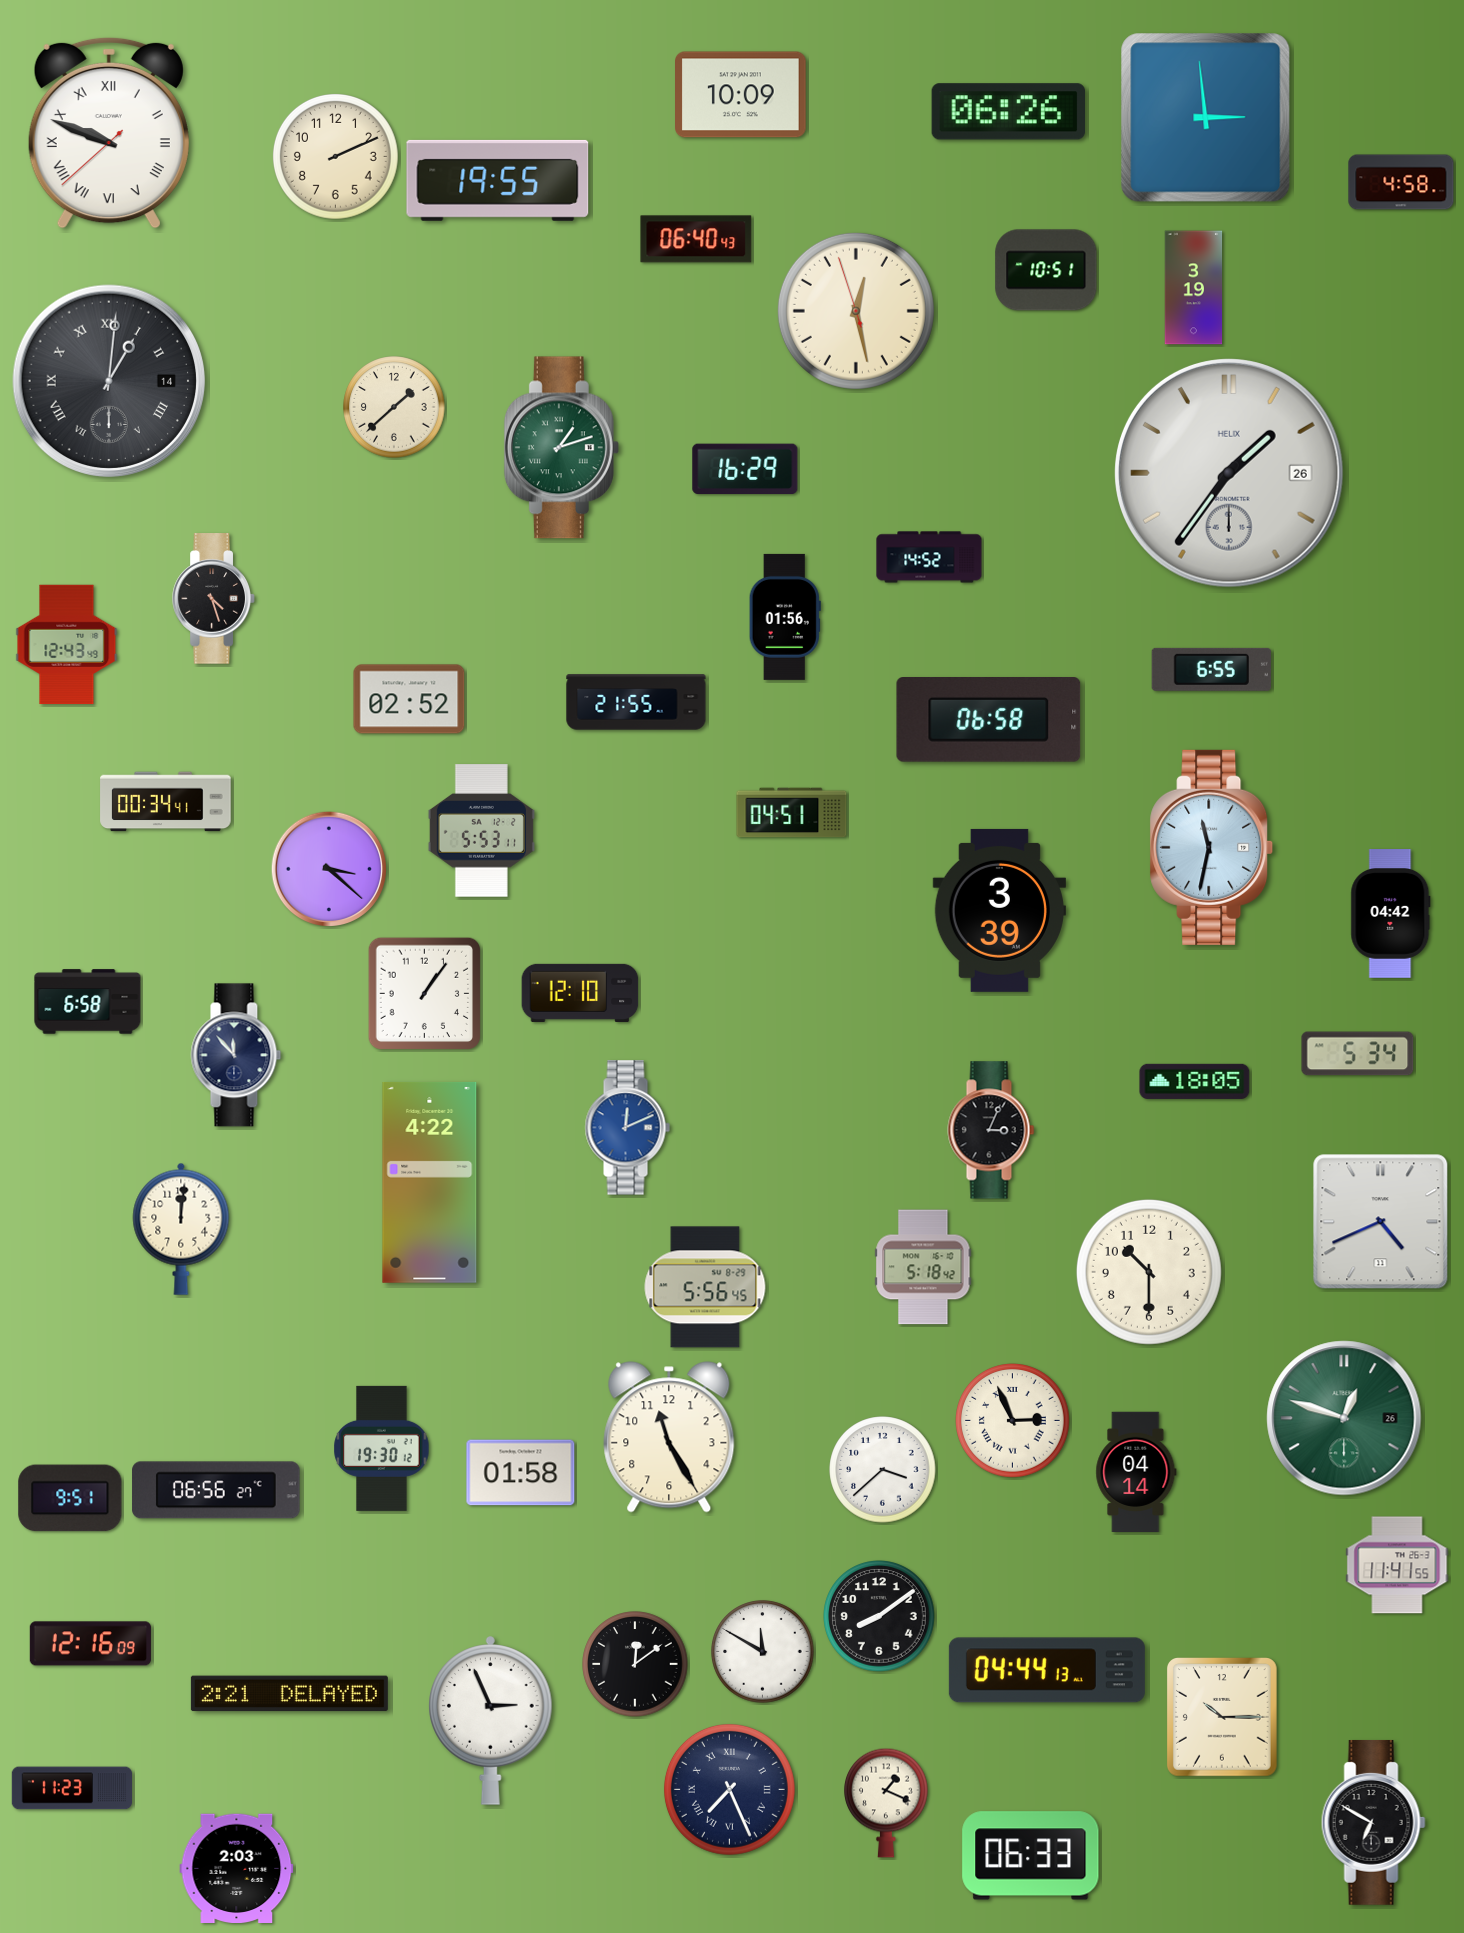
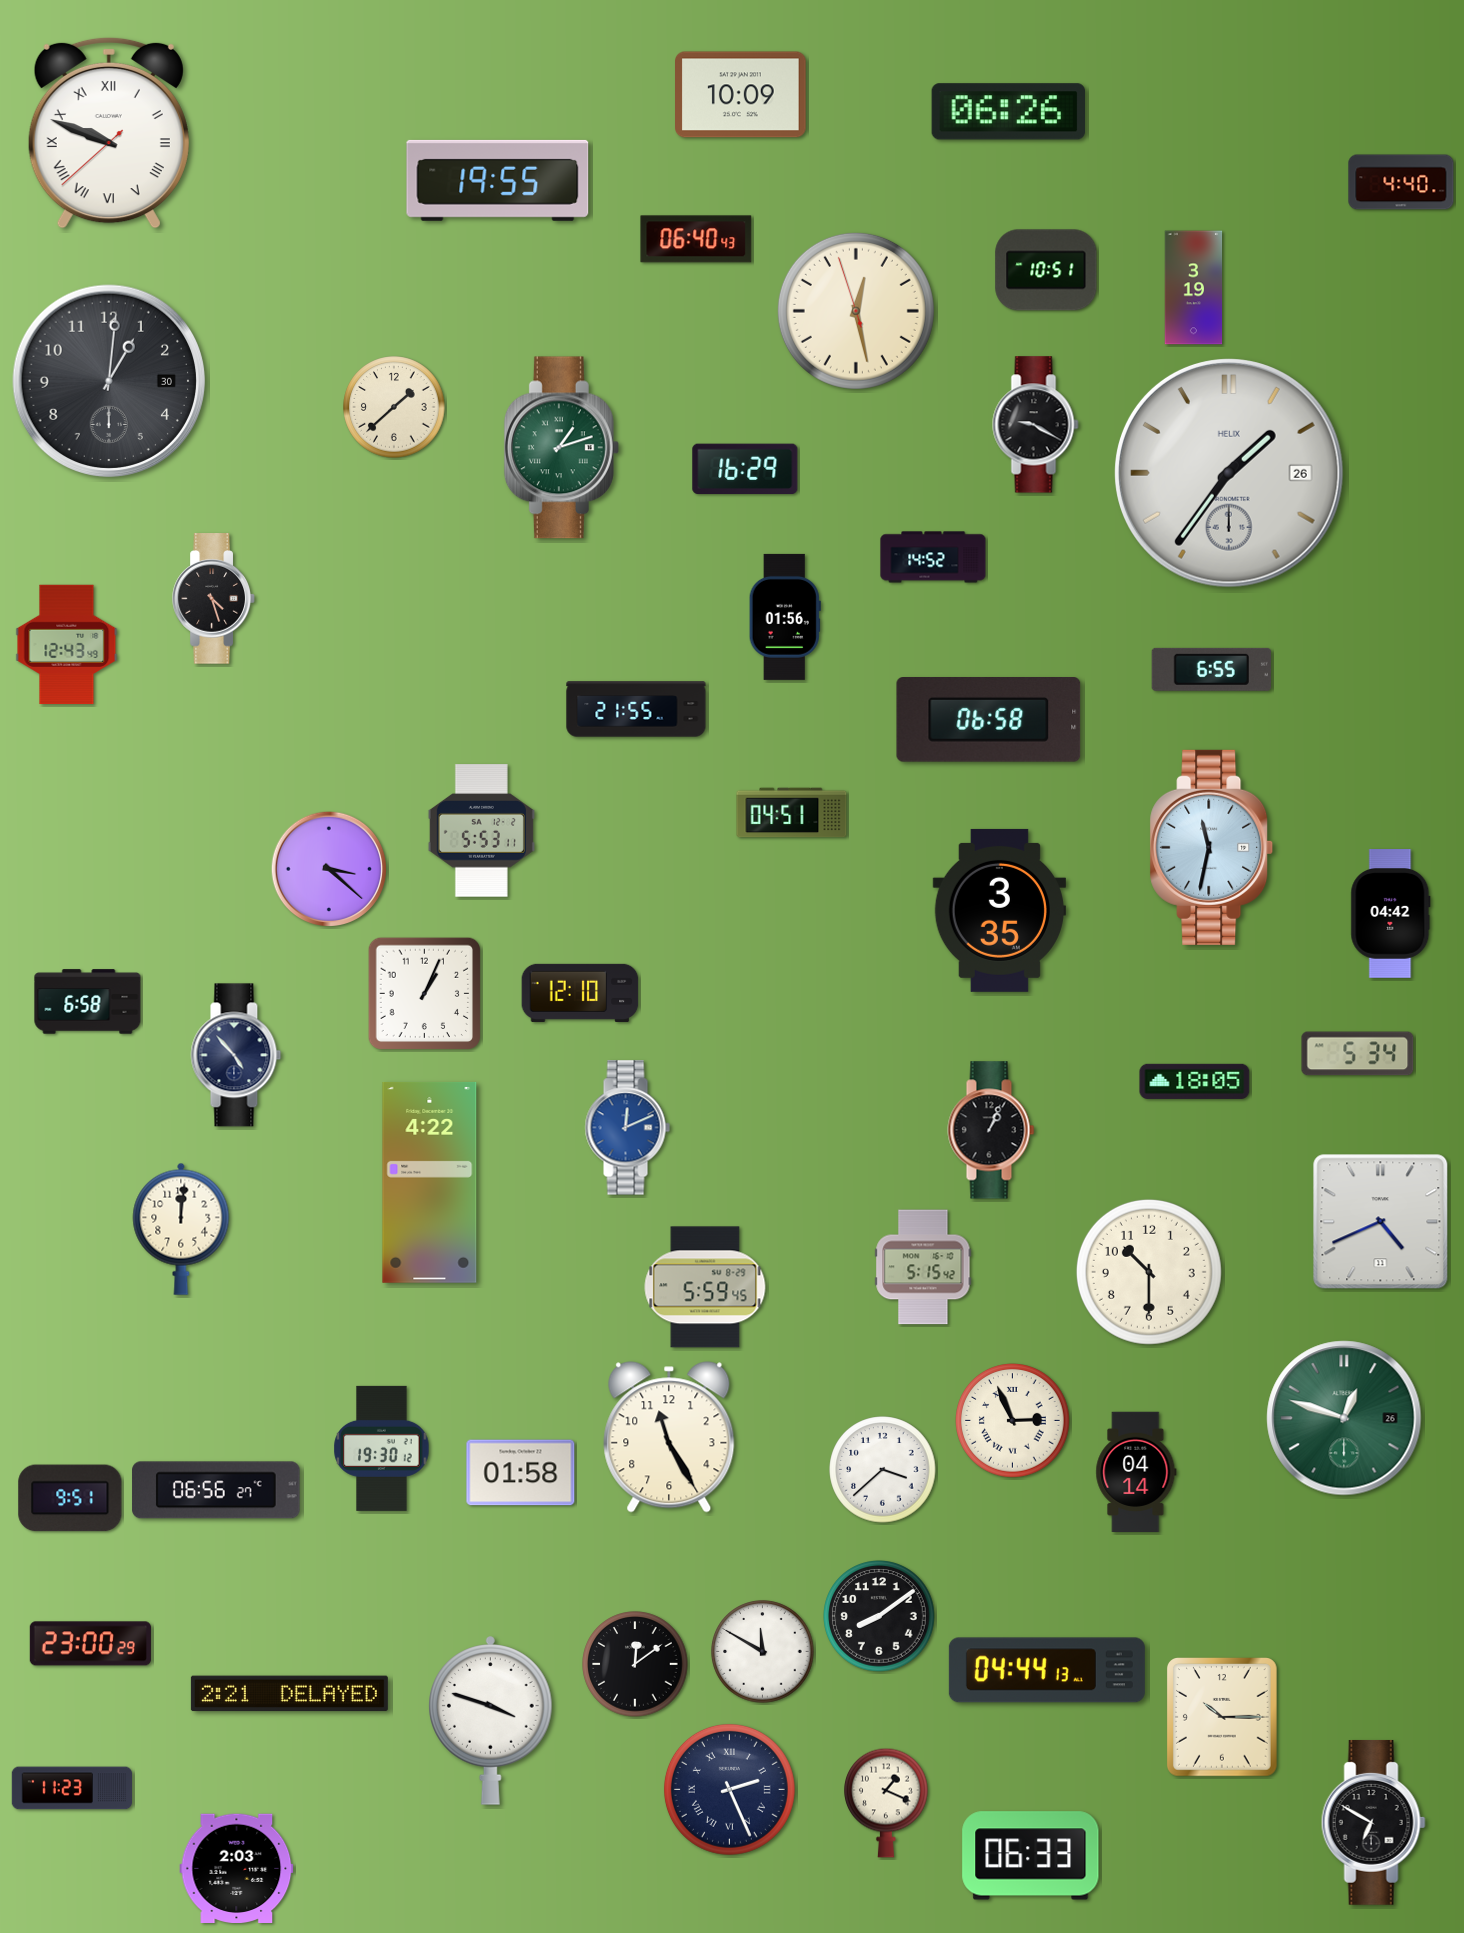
clock at (1206, 118): 2:59 -> none
clock at (336, 157): 2:11 -> none
clock at (1401, 182): 4:58 -> 4:40
clock at (109, 381) date: 14 -> 30
clock at (109, 381) numerals: Roman -> Arabic
clock at (1036, 425): none -> 9:20
clock at (929, 557) position: (929, 557) -> (933, 557)
clock at (409, 699): 02:52 -> none
clock at (636, 702) position: (636, 702) -> (636, 709)
clock at (166, 802): 00:34 -> none
clock at (999, 910): 3:39 -> 3:35
clock at (425, 994): 1:06 -> 1:04
clock at (236, 1055): 11:53 -> 4:53
clock at (991, 1130): 3:04 -> 1:04
clock at (923, 1267): 5:18 -> 5:15
clock at (705, 1287): 5:56 -> 5:59
clock at (1397, 1565): 11:41 -> none
clock at (90, 1644): 12:16 -> 23:00
clock at (491, 1721): 2:56 -> 3:48
clock at (729, 1789): 7:26 -> 2:26
